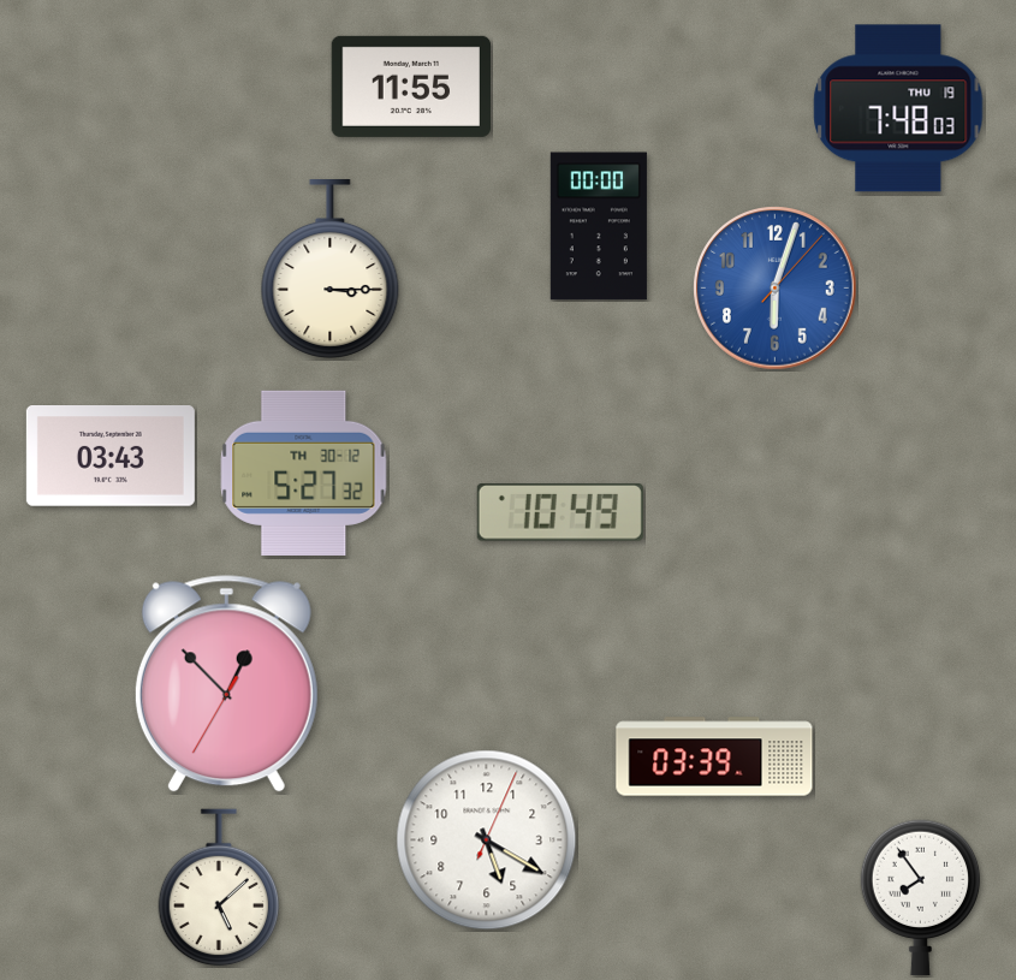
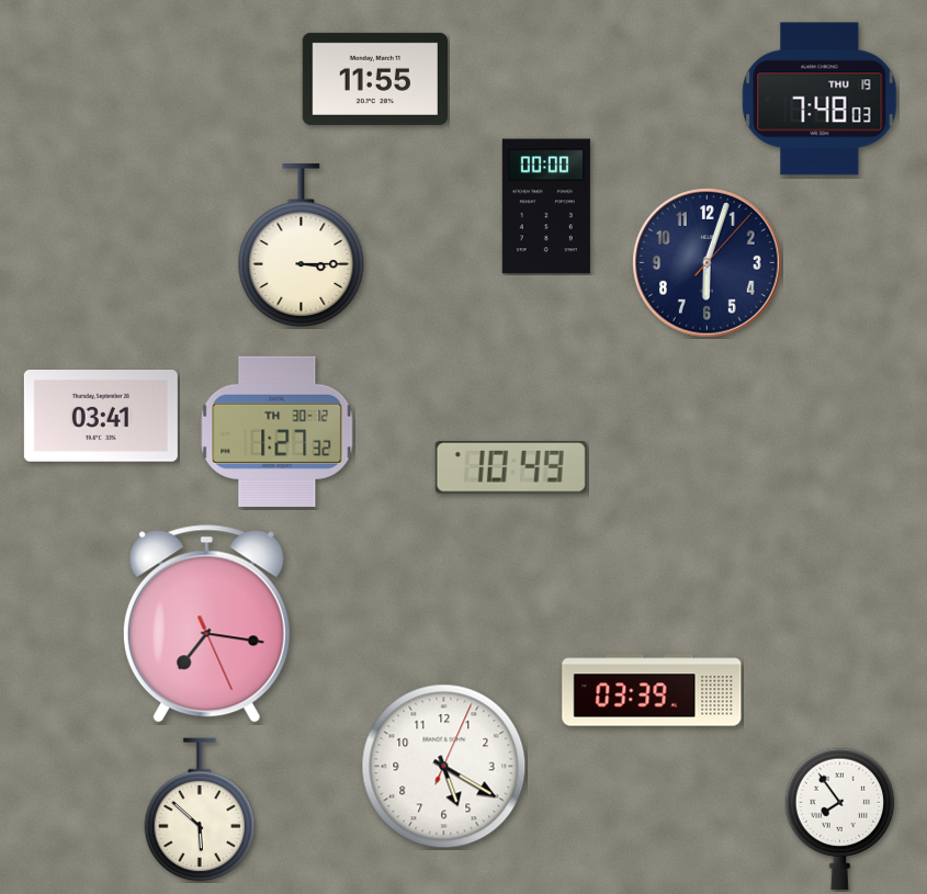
clock at (776, 289) dial: blue -> navy
clock at (111, 457): 03:43 -> 03:41
clock at (304, 473): 5:27 -> 1:27
clock at (226, 684): 12:52 -> 7:16
clock at (219, 887): 5:08 -> 5:52
